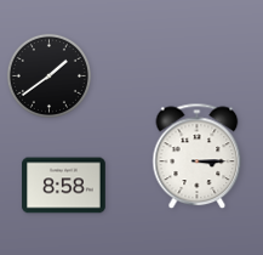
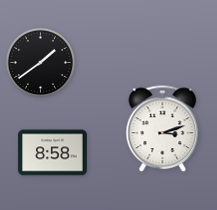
clock at (198, 157): 3:15 -> 3:12
